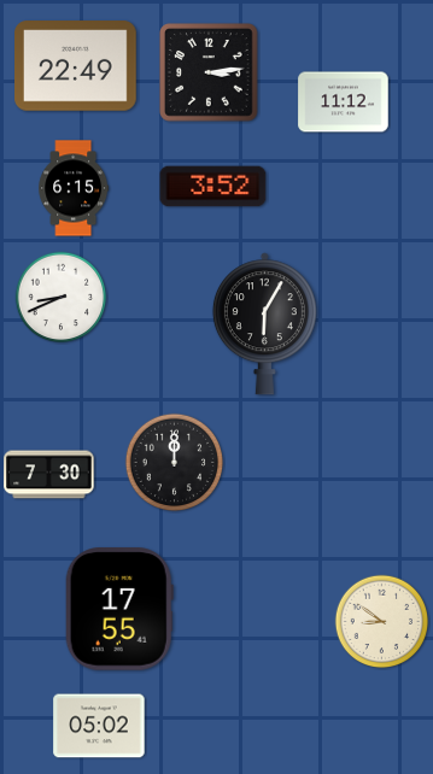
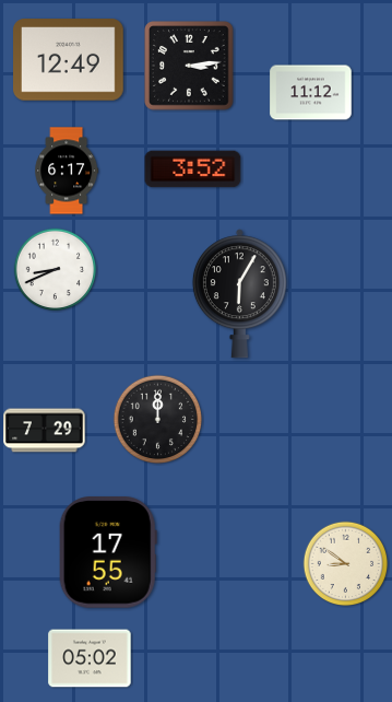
clock at (76, 66): 22:49 -> 12:49
clock at (74, 188): 6:15 -> 6:17
clock at (49, 475): 7:30 -> 7:29
